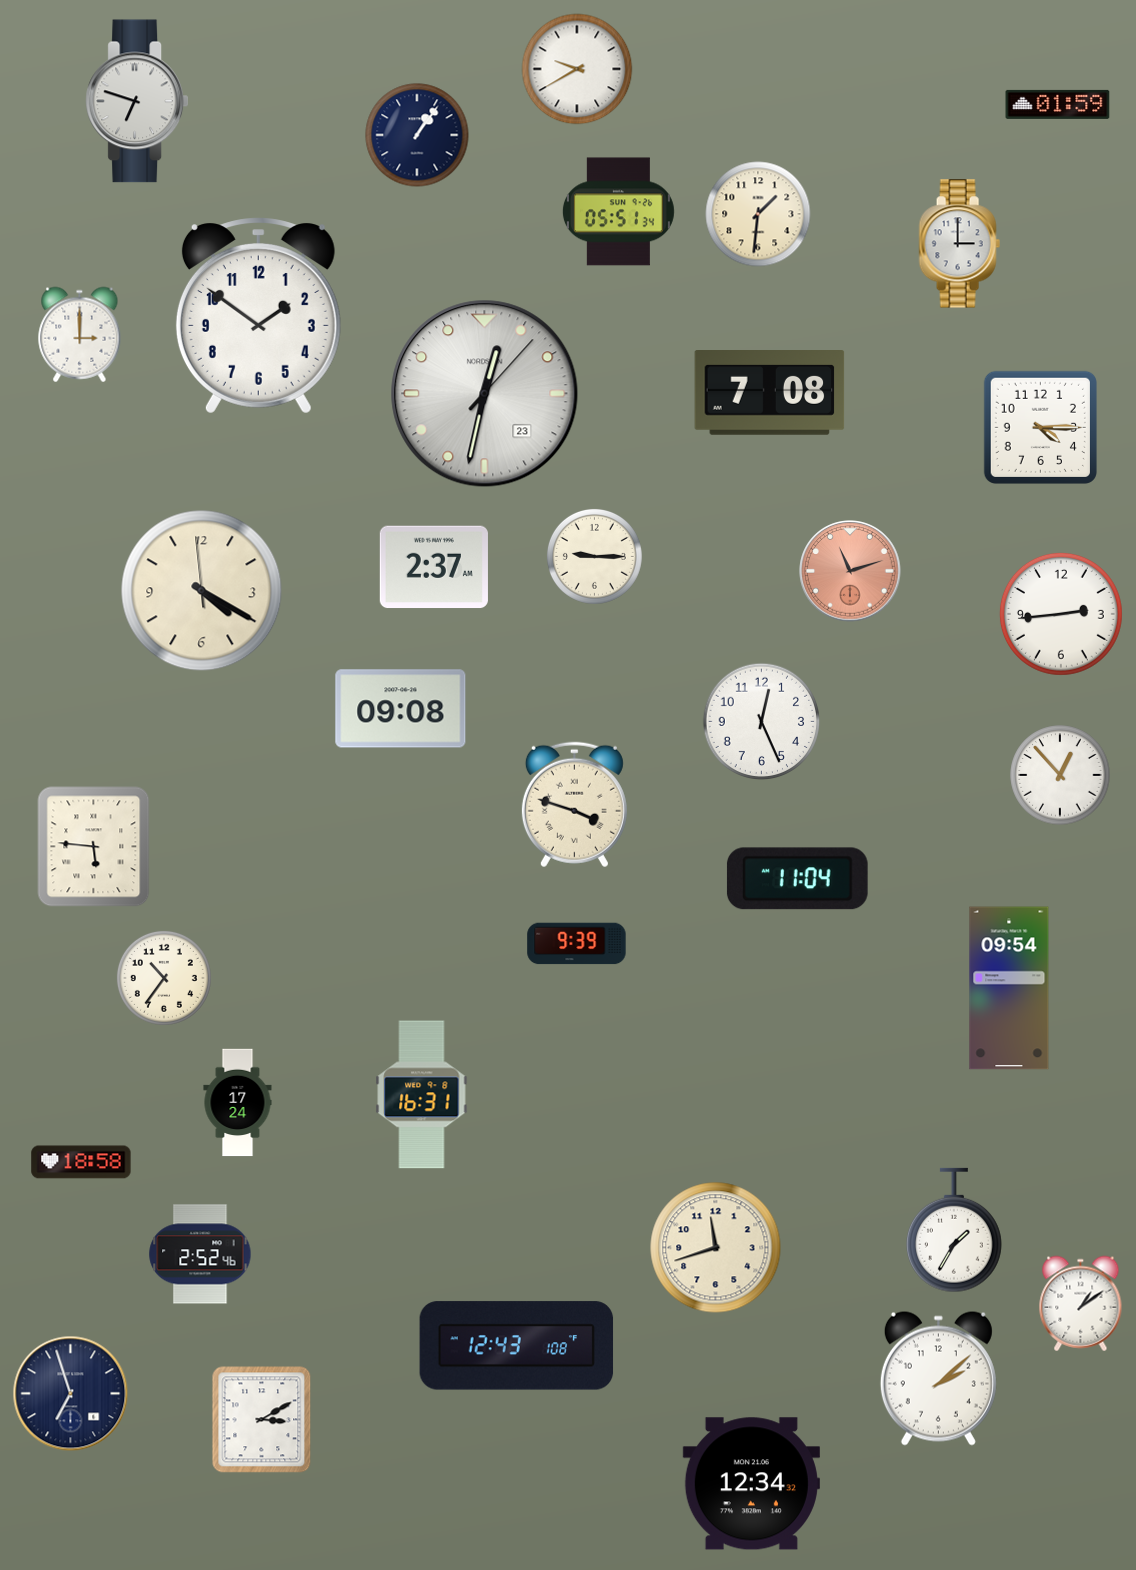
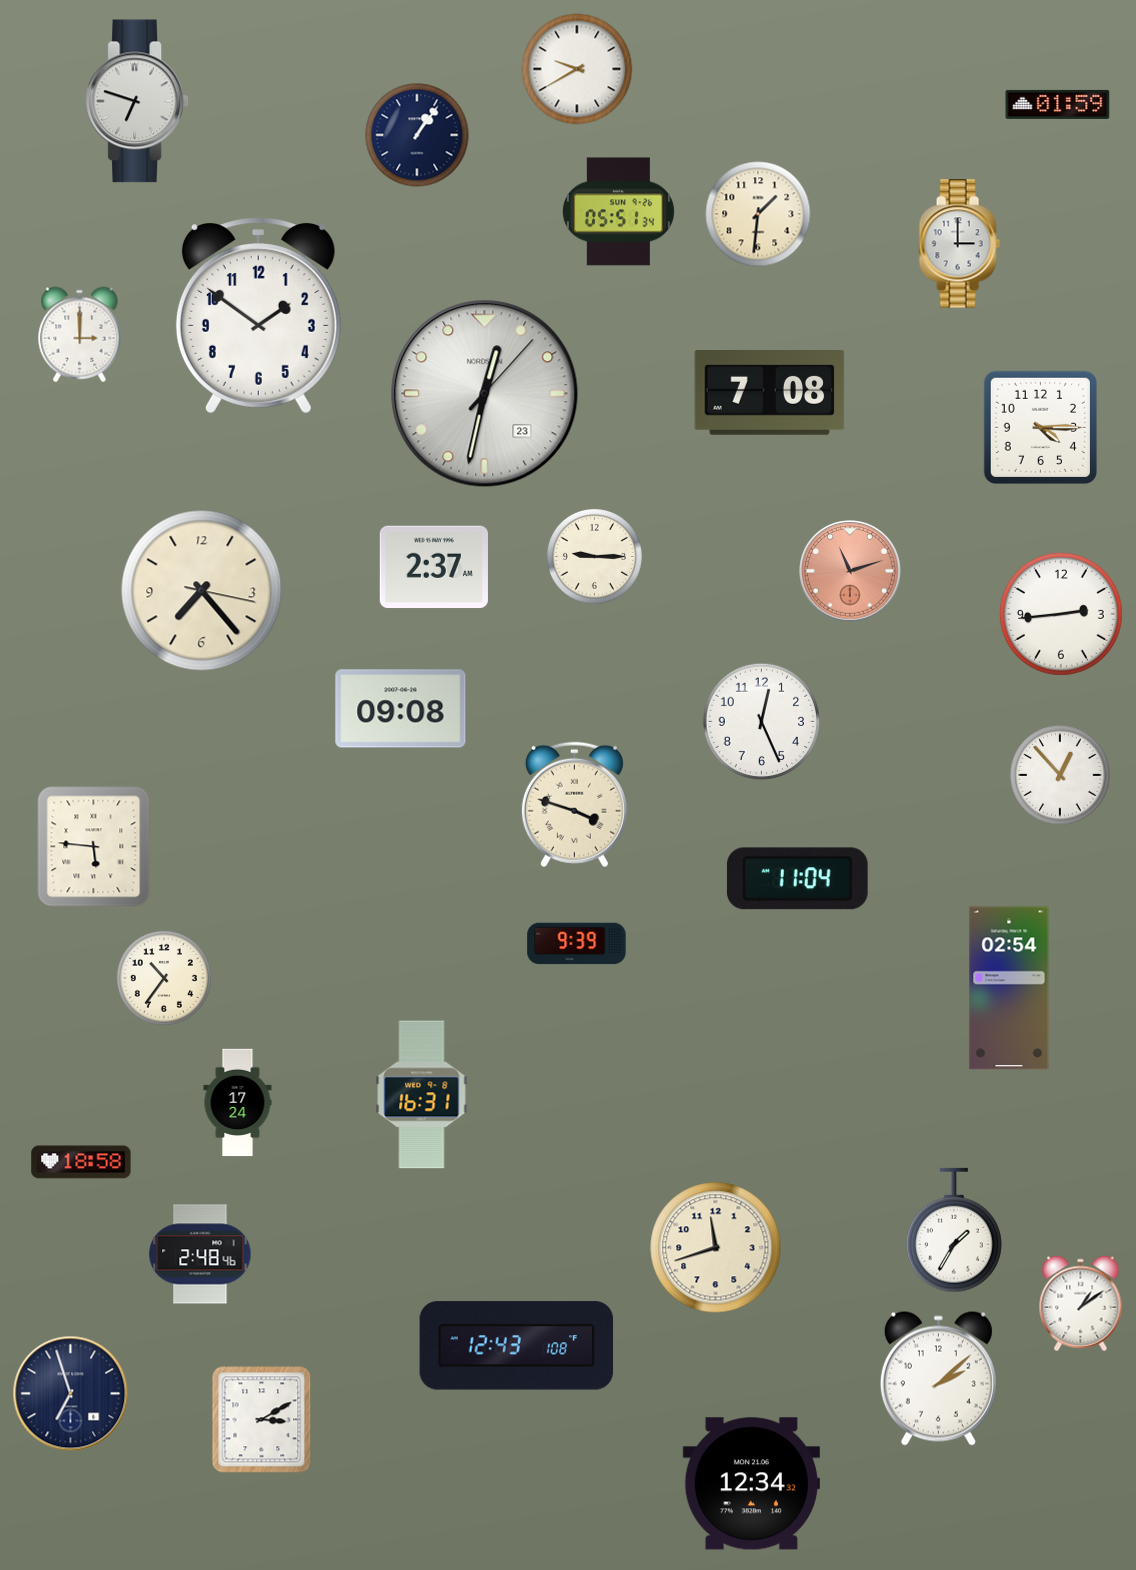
clock at (202, 591): 4:19 -> 7:23
clock at (1009, 988): 09:54 -> 02:54
clock at (200, 1254): 2:52 -> 2:48
